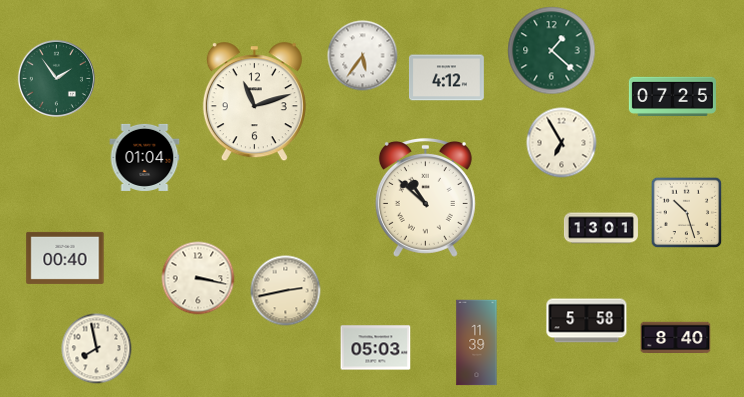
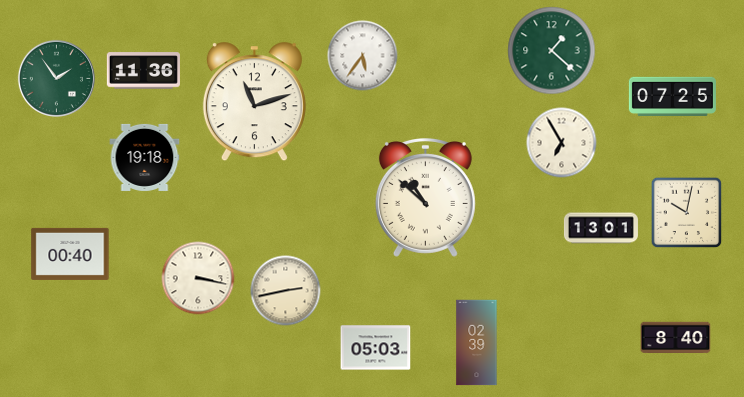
clock at (143, 71): none -> 11:36
clock at (446, 78): 4:12 -> none
clock at (145, 157): 01:04 -> 19:18
clock at (687, 213): 10:27 -> 10:02
clock at (65, 258) position: (65, 258) -> (70, 254)
clock at (587, 321): 5:58 -> none
clock at (477, 343): 11:39 -> 02:39
clock at (97, 349): 7:58 -> none
